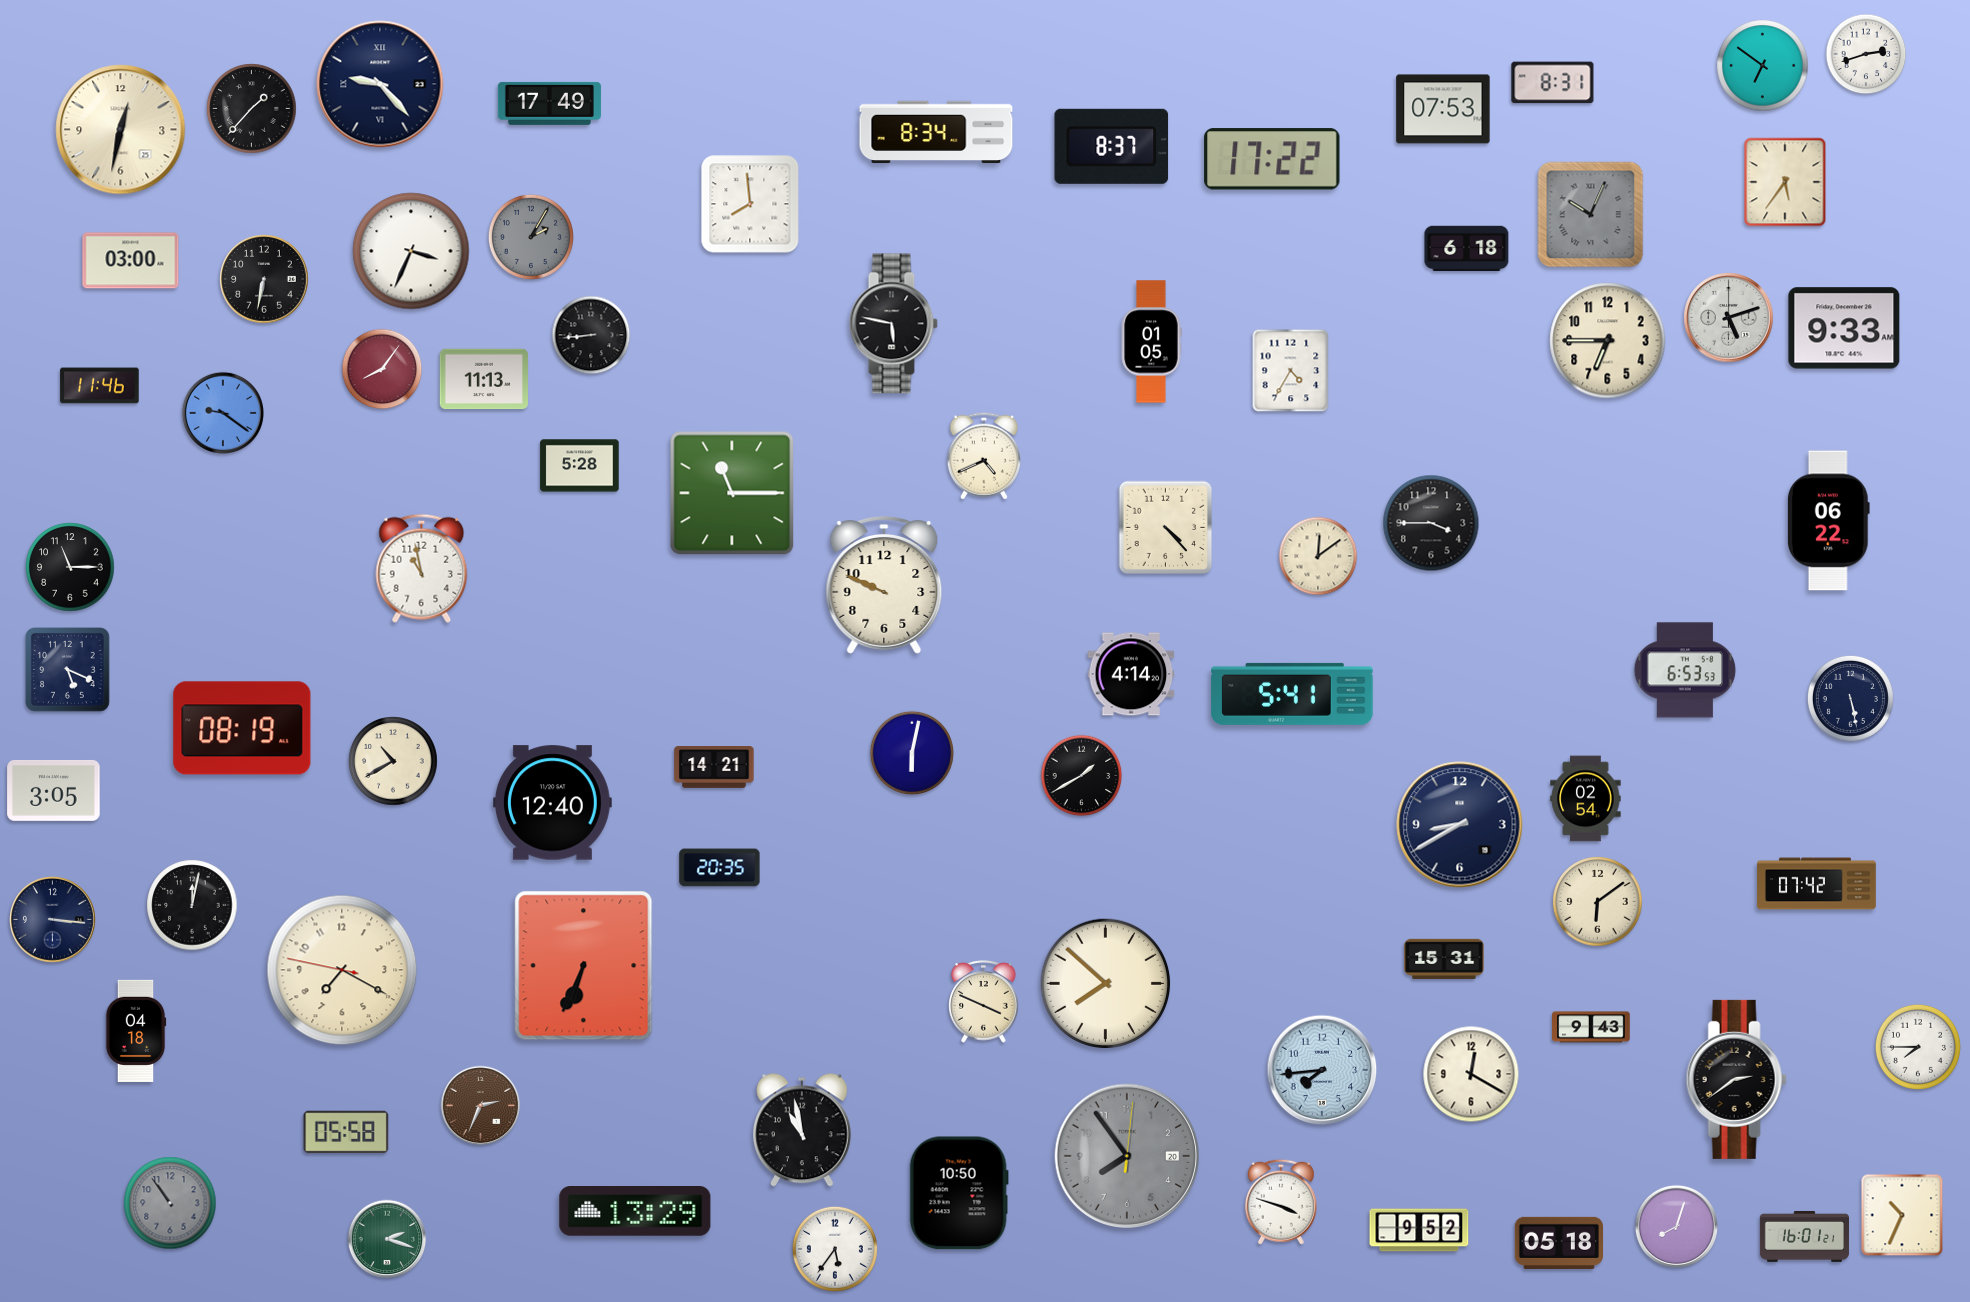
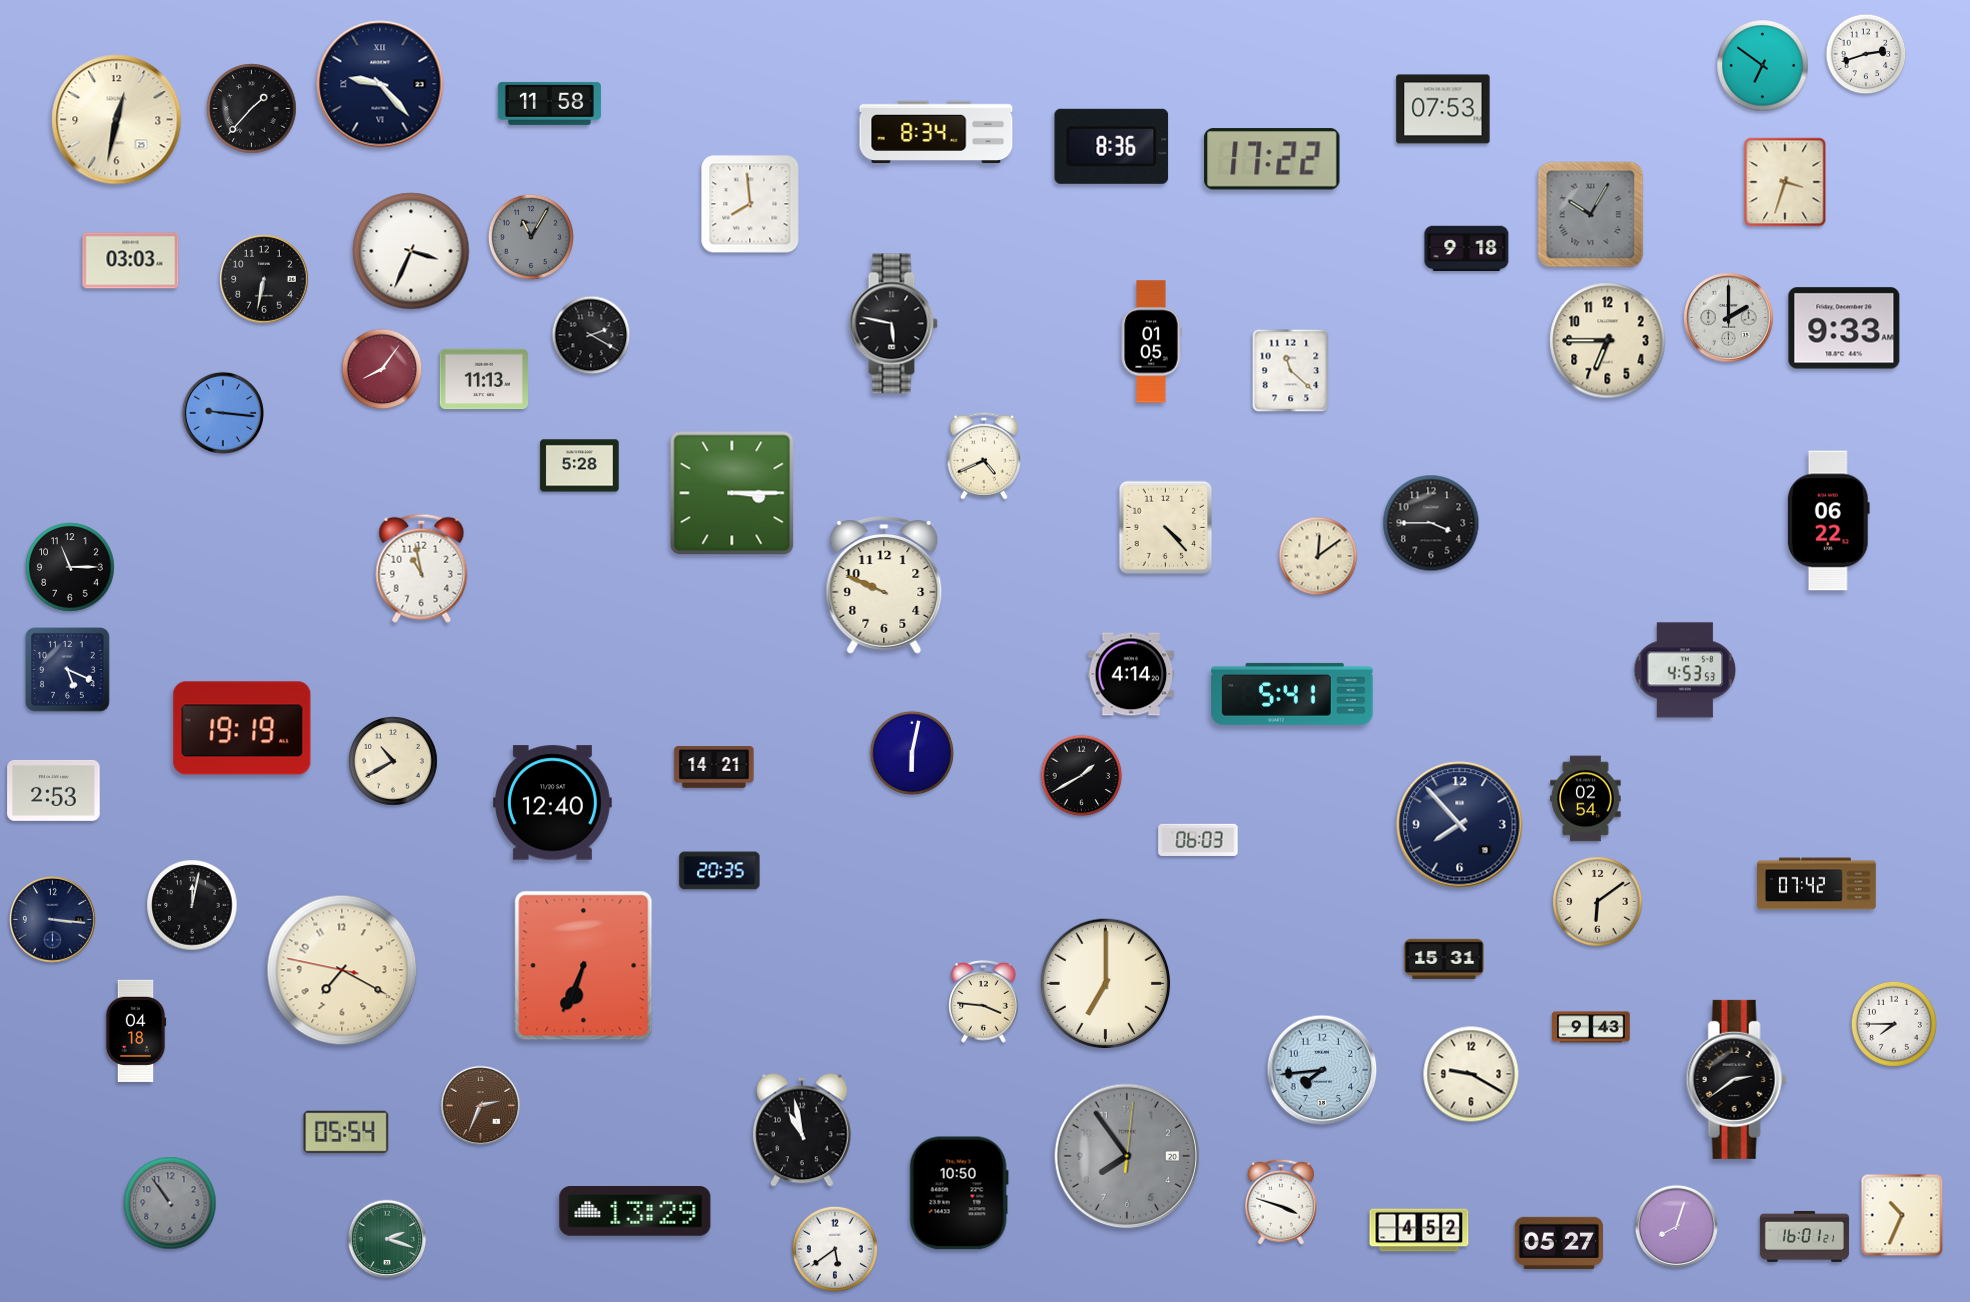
clock at (1553, 83): 8:31 -> none
clock at (549, 103): 17:49 -> 11:58
clock at (121, 130) position: (121, 130) -> (117, 120)
clock at (1112, 146): 8:37 -> 8:36
clock at (1785, 182): 5:36 -> 3:33
clock at (1591, 215): 10:04 -> 10:05
clock at (531, 237): 2:05 -> 11:05
clock at (1467, 249): 6:18 -> 9:18
clock at (131, 261): 03:00 -> 03:03
clock at (1729, 318): 5:12 -> 2:00
clock at (591, 335): 8:44 -> 2:20
clock at (1291, 371): 4:35 -> 11:22
clock at (100, 386): 11:46 -> none
clock at (223, 413): 9:21 -> 9:16
clock at (732, 493): 11:15 -> 3:15
clock at (1685, 670): 6:53 -> 4:53
clock at (1850, 698): 5:28 -> none
clock at (242, 728): 08:19 -> 19:19
clock at (54, 790): 3:05 -> 2:53
clock at (1460, 825): 8:40 -> 7:53
clock at (1198, 840): none -> 06:03
clock at (720, 868) position: (720, 868) -> (720, 871)
clock at (1106, 984): 7:52 -> 7:00
clock at (984, 1002): 3:49 -> 3:46
clock at (1918, 1047) position: (1918, 1047) -> (1894, 1024)
clock at (1471, 1074): 12:20 -> 9:20
clock at (346, 1132): 05:58 -> 05:54
clock at (1419, 1230): 9:52 -> 4:52
clock at (1559, 1243): 05:18 -> 05:27
clock at (835, 1249): 5:36 -> 5:39
